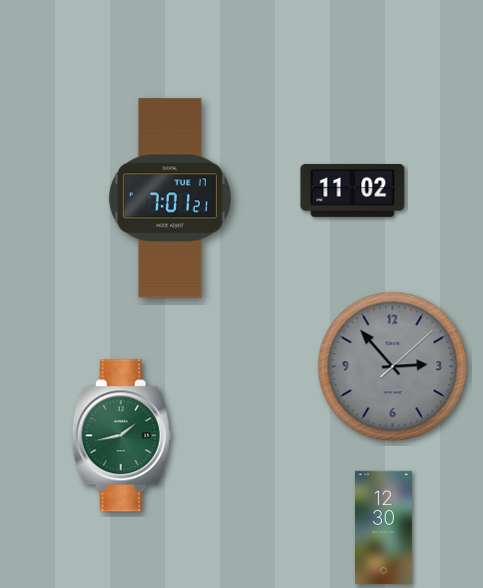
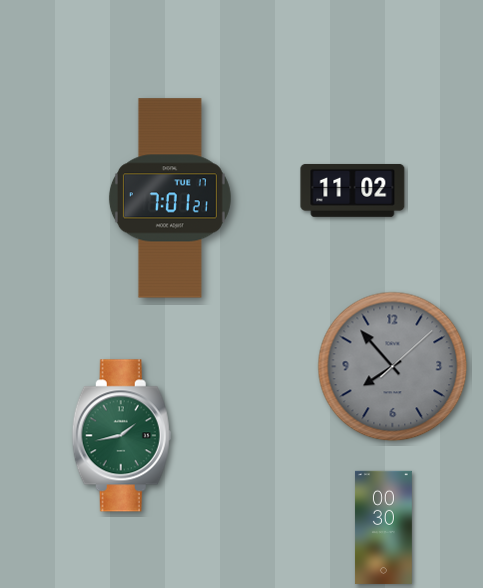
clock at (393, 367): 2:53 -> 7:53
clock at (383, 527): 12:30 -> 00:30
